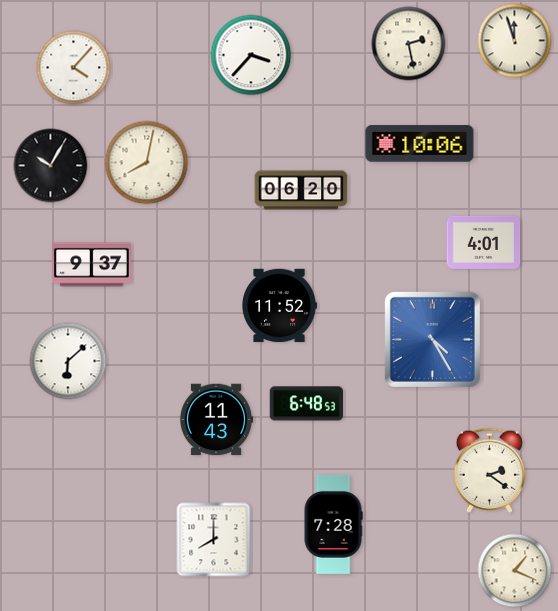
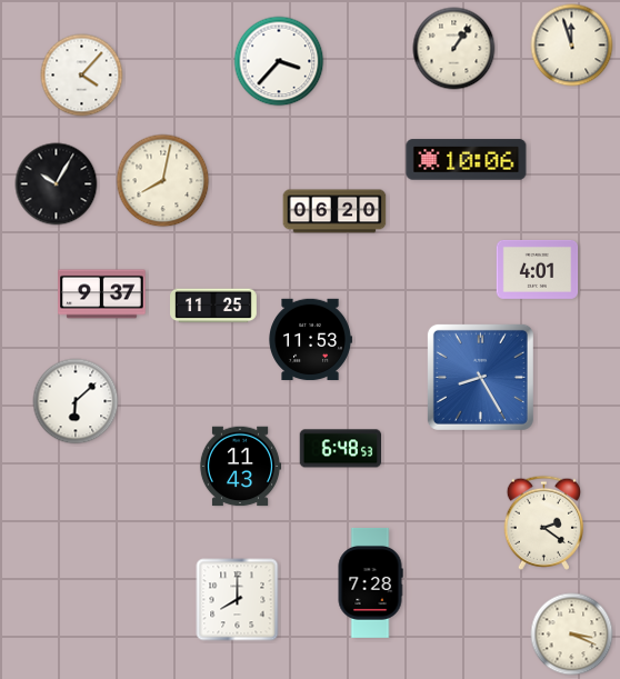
clock at (409, 44): 2:28 -> 1:06
clock at (214, 306): none -> 11:25
clock at (279, 306): 11:52 -> 11:53
clock at (432, 339): 4:25 -> 8:25
clock at (515, 571): 1:19 -> 3:19
